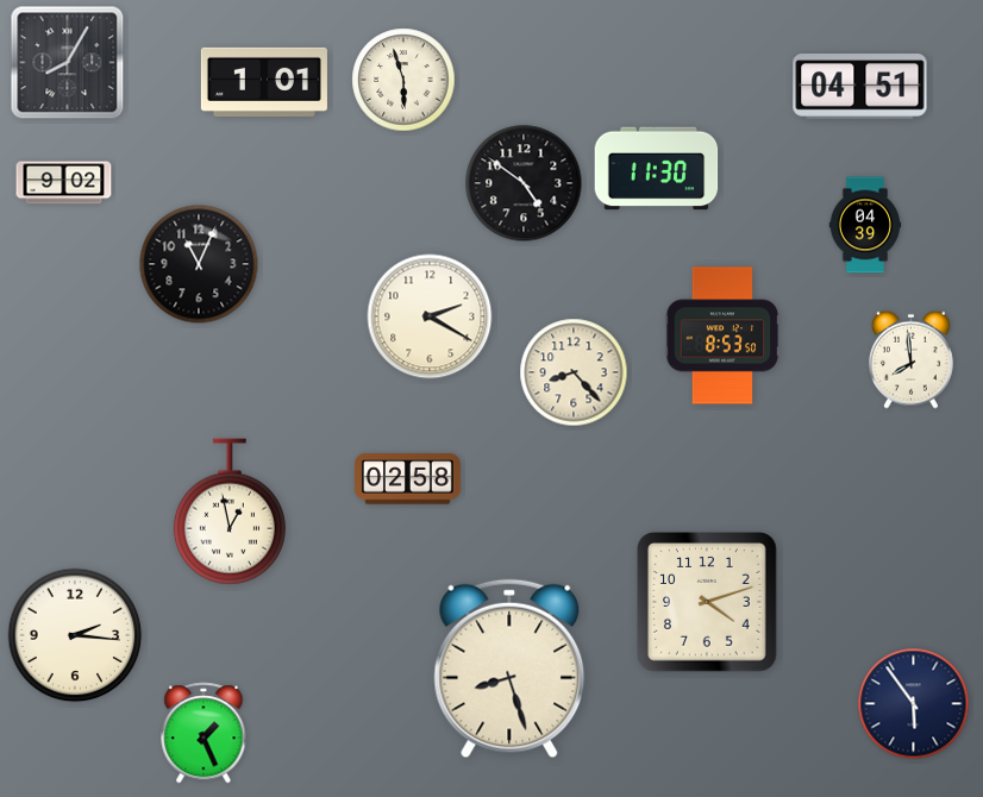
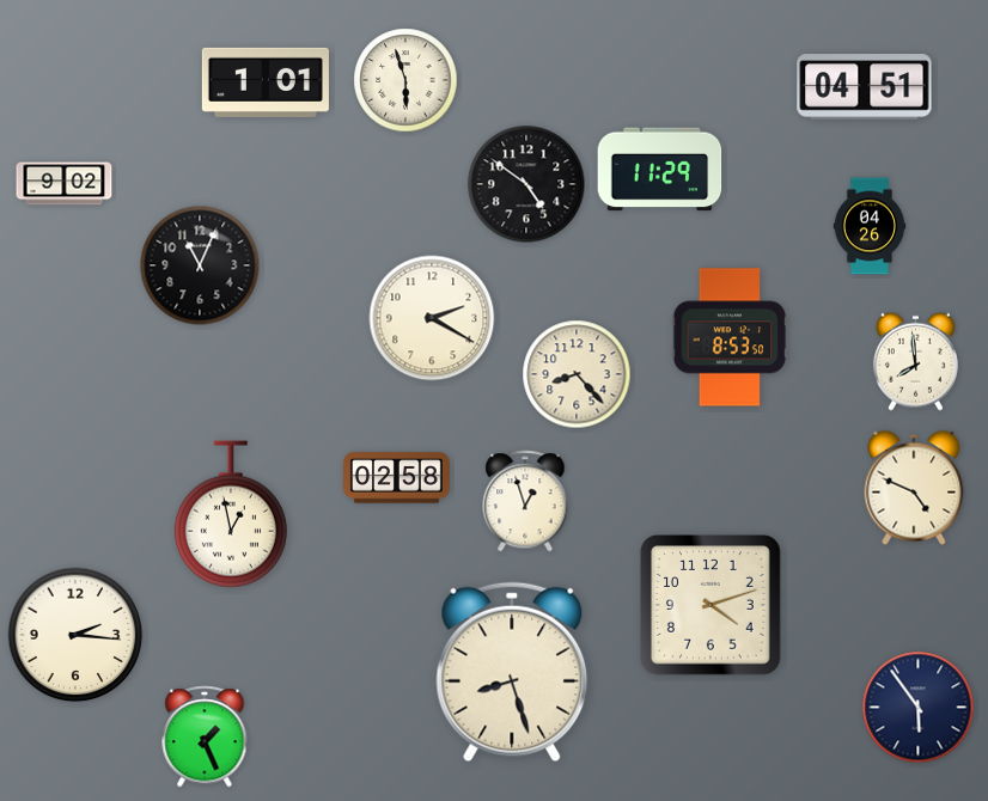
clock at (68, 63): 8:05 -> none
clock at (657, 169): 11:30 -> 11:29
clock at (865, 225): 04:39 -> 04:26
clock at (722, 335) position: (722, 335) -> (730, 337)
clock at (408, 479) position: (408, 479) -> (397, 478)
clock at (914, 488): none -> 4:49
clock at (525, 501): none -> 12:57
clock at (75, 635) position: (75, 635) -> (75, 635)
